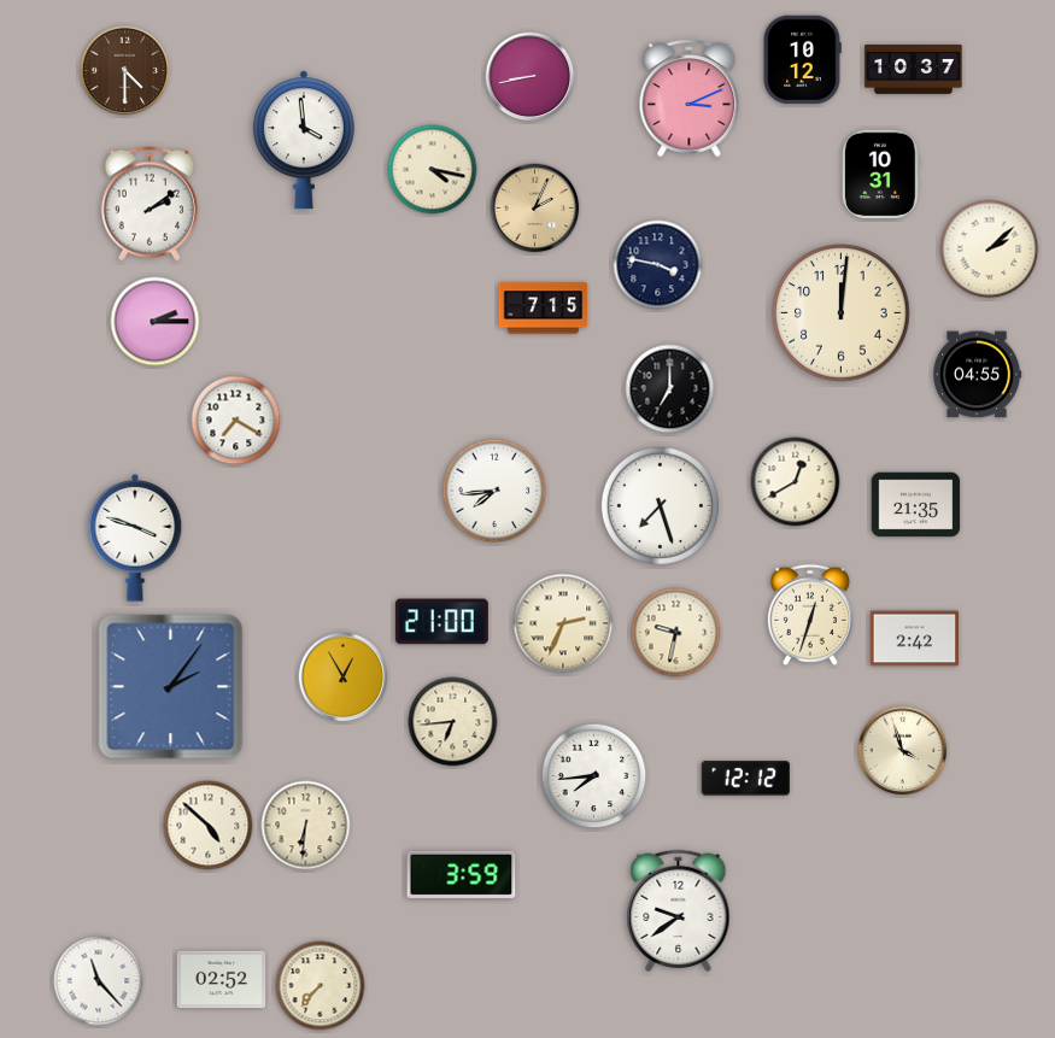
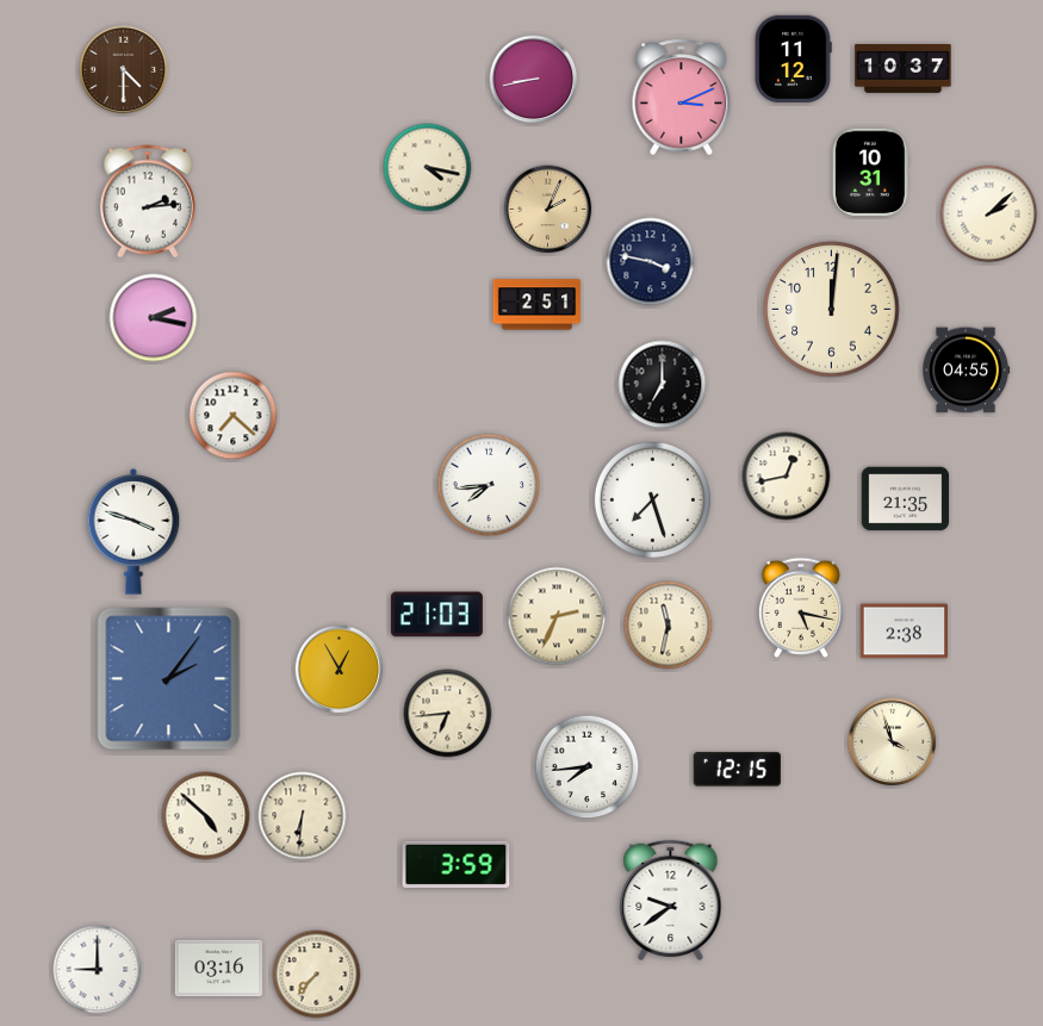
clock at (802, 60): 10:12 -> 11:12
clock at (531, 77) position: (531, 77) -> (534, 80)
clock at (304, 140): 3:59 -> none
clock at (150, 204): 2:09 -> 2:14
clock at (535, 209) position: (535, 209) -> (548, 210)
clock at (990, 250) position: (990, 250) -> (989, 214)
clock at (544, 309): 7:15 -> 2:51
clock at (156, 322): 2:15 -> 2:17
clock at (236, 421): 7:20 -> 7:22
clock at (796, 482): 12:40 -> 12:43
clock at (810, 615): 12:33 -> 5:17
clock at (441, 622): 21:00 -> 21:03
clock at (676, 633): 9:32 -> 11:32
clock at (915, 639): 2:42 -> 2:38
clock at (745, 779): 12:12 -> 12:15
clock at (222, 980): 02:52 -> 03:16
clock at (99, 981): 11:23 -> 9:00
